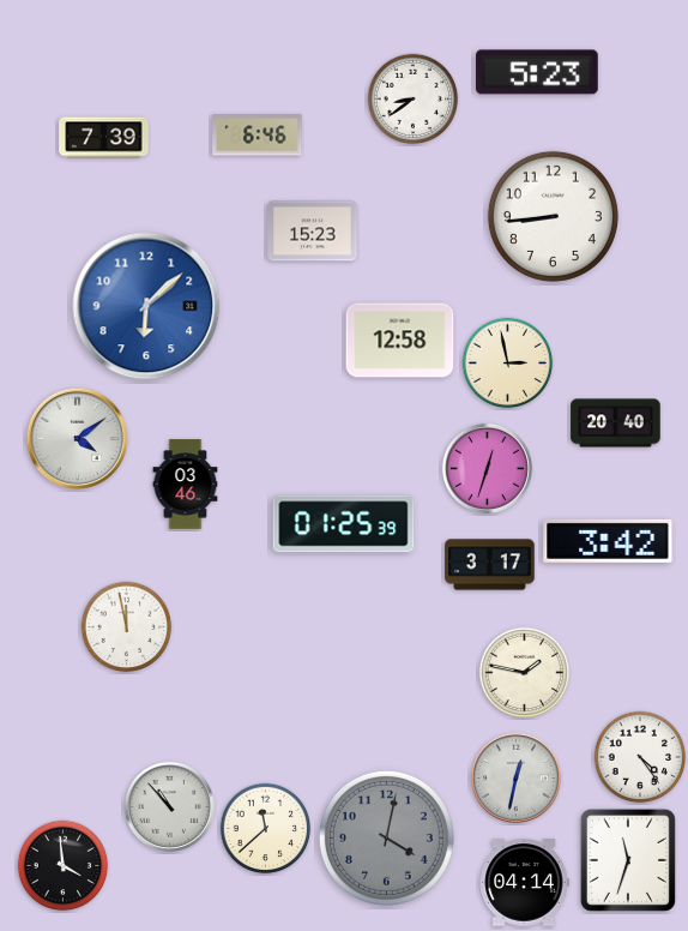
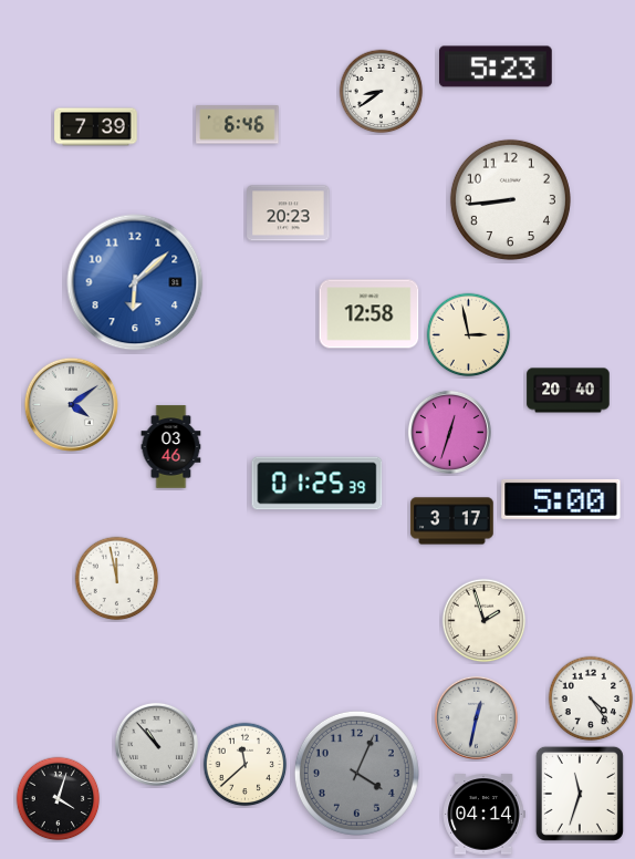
clock at (313, 232): 15:23 -> 20:23
clock at (608, 541): 3:42 -> 5:00
clock at (525, 673): 1:47 -> 1:57
clock at (386, 837): 4:02 -> 4:04
clock at (64, 866): 3:59 -> 4:03
